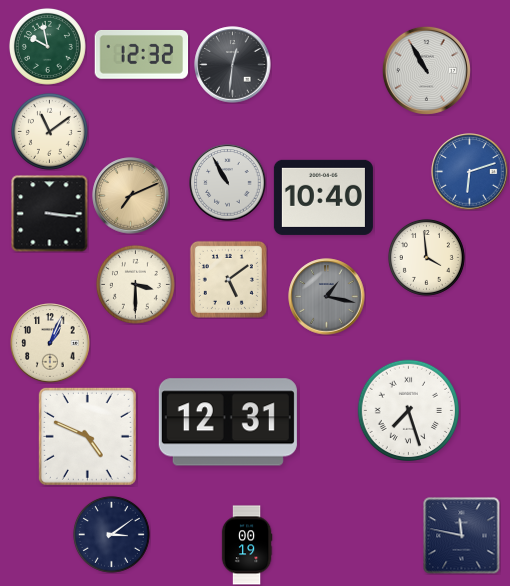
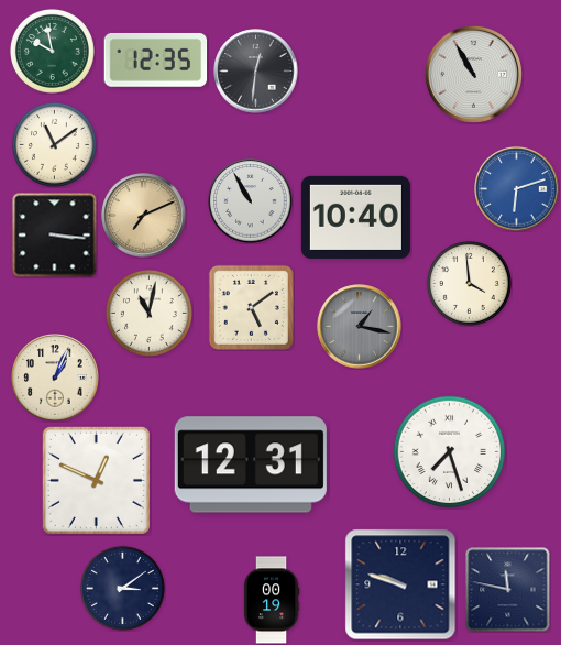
clock at (142, 54): 12:32 -> 12:35
clock at (426, 70) position: (426, 70) -> (473, 74)
clock at (135, 284): 3:30 -> 11:02
clock at (87, 436): 4:49 -> 12:49
clock at (400, 584): none -> 9:48
